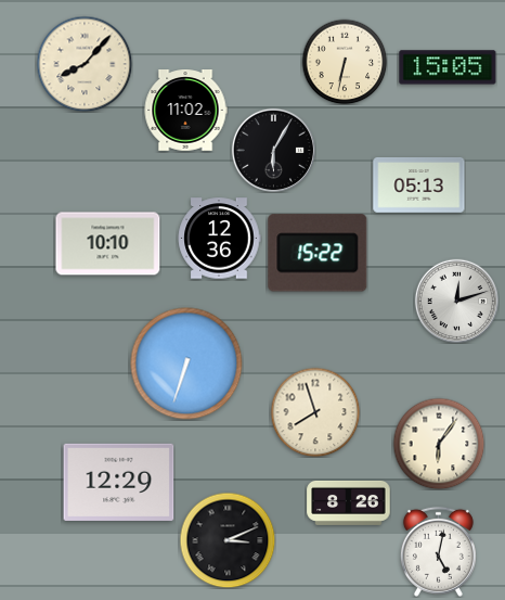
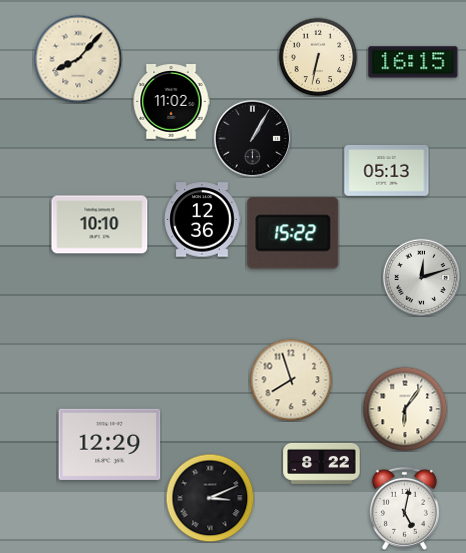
clock at (448, 67): 15:05 -> 16:15
clock at (273, 150): 6:05 -> 1:05
clock at (186, 363): 6:33 -> none
clock at (349, 502): 8:26 -> 8:22
